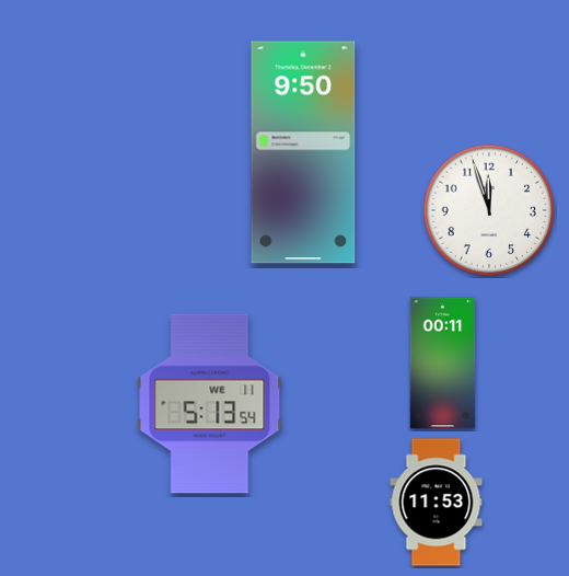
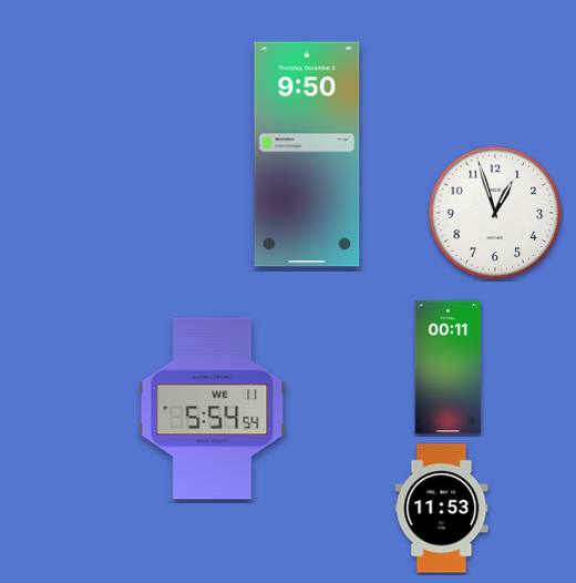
clock at (489, 210): 11:57 -> 12:57
clock at (210, 404): 5:13 -> 5:54
